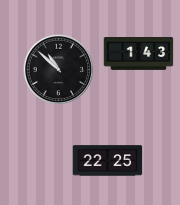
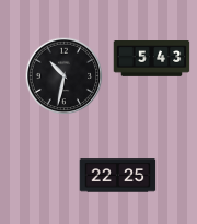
clock at (139, 54): 1:43 -> 5:43
clock at (59, 70): 10:52 -> 10:32
